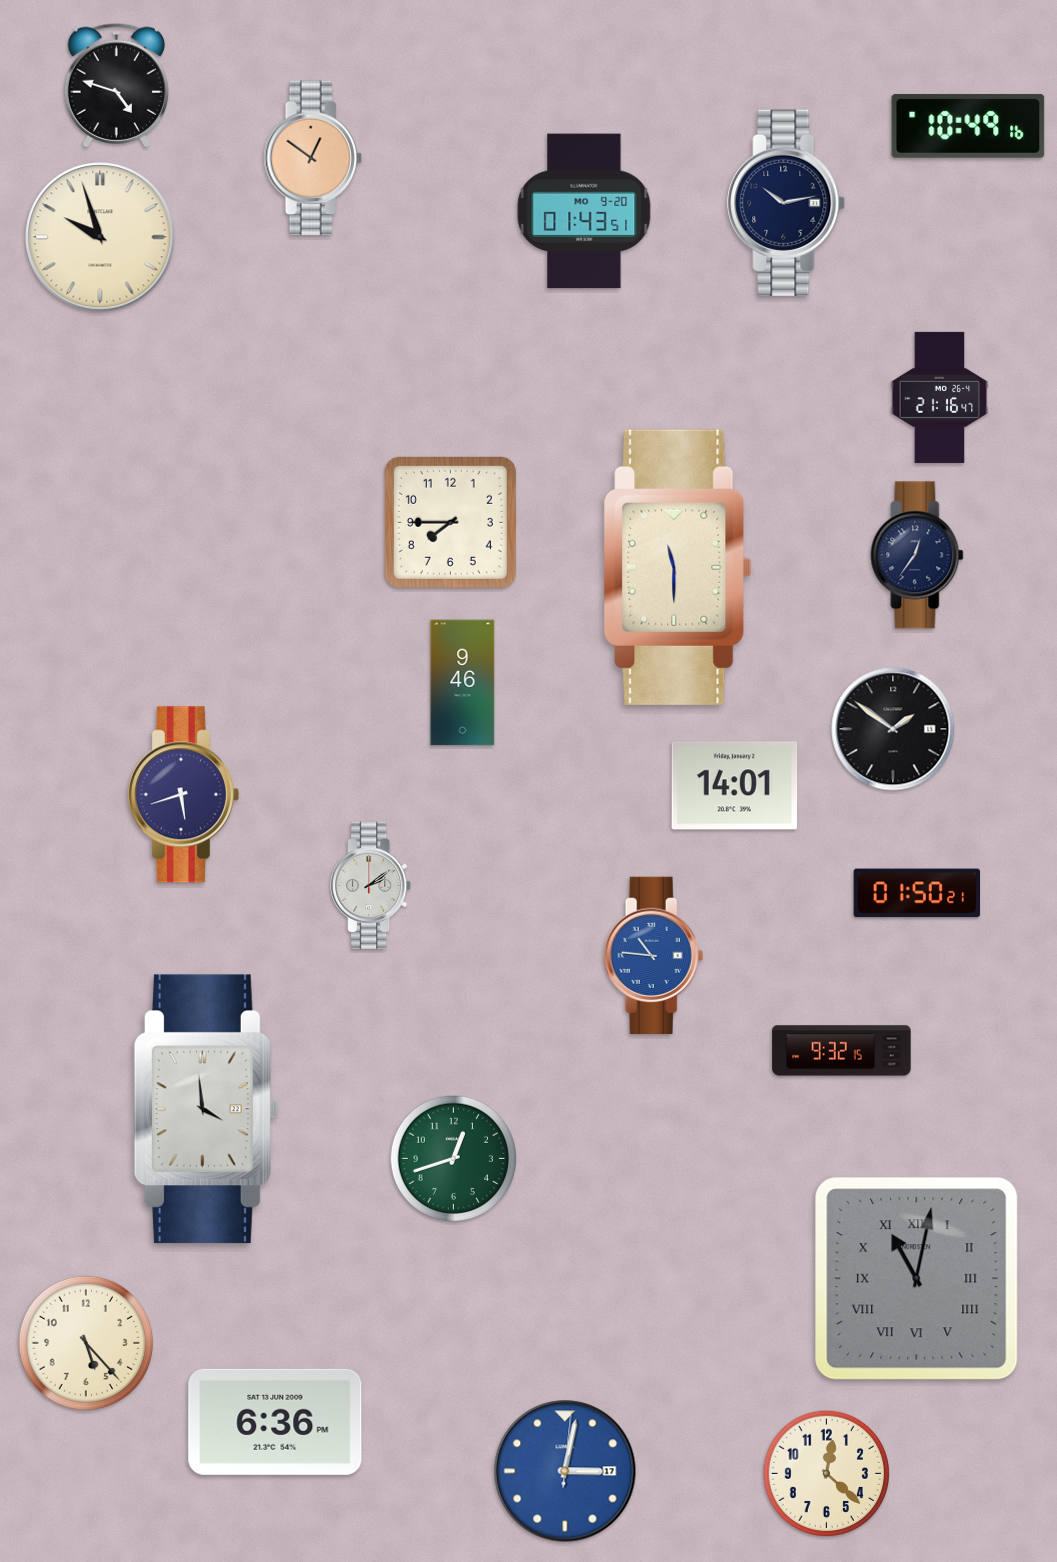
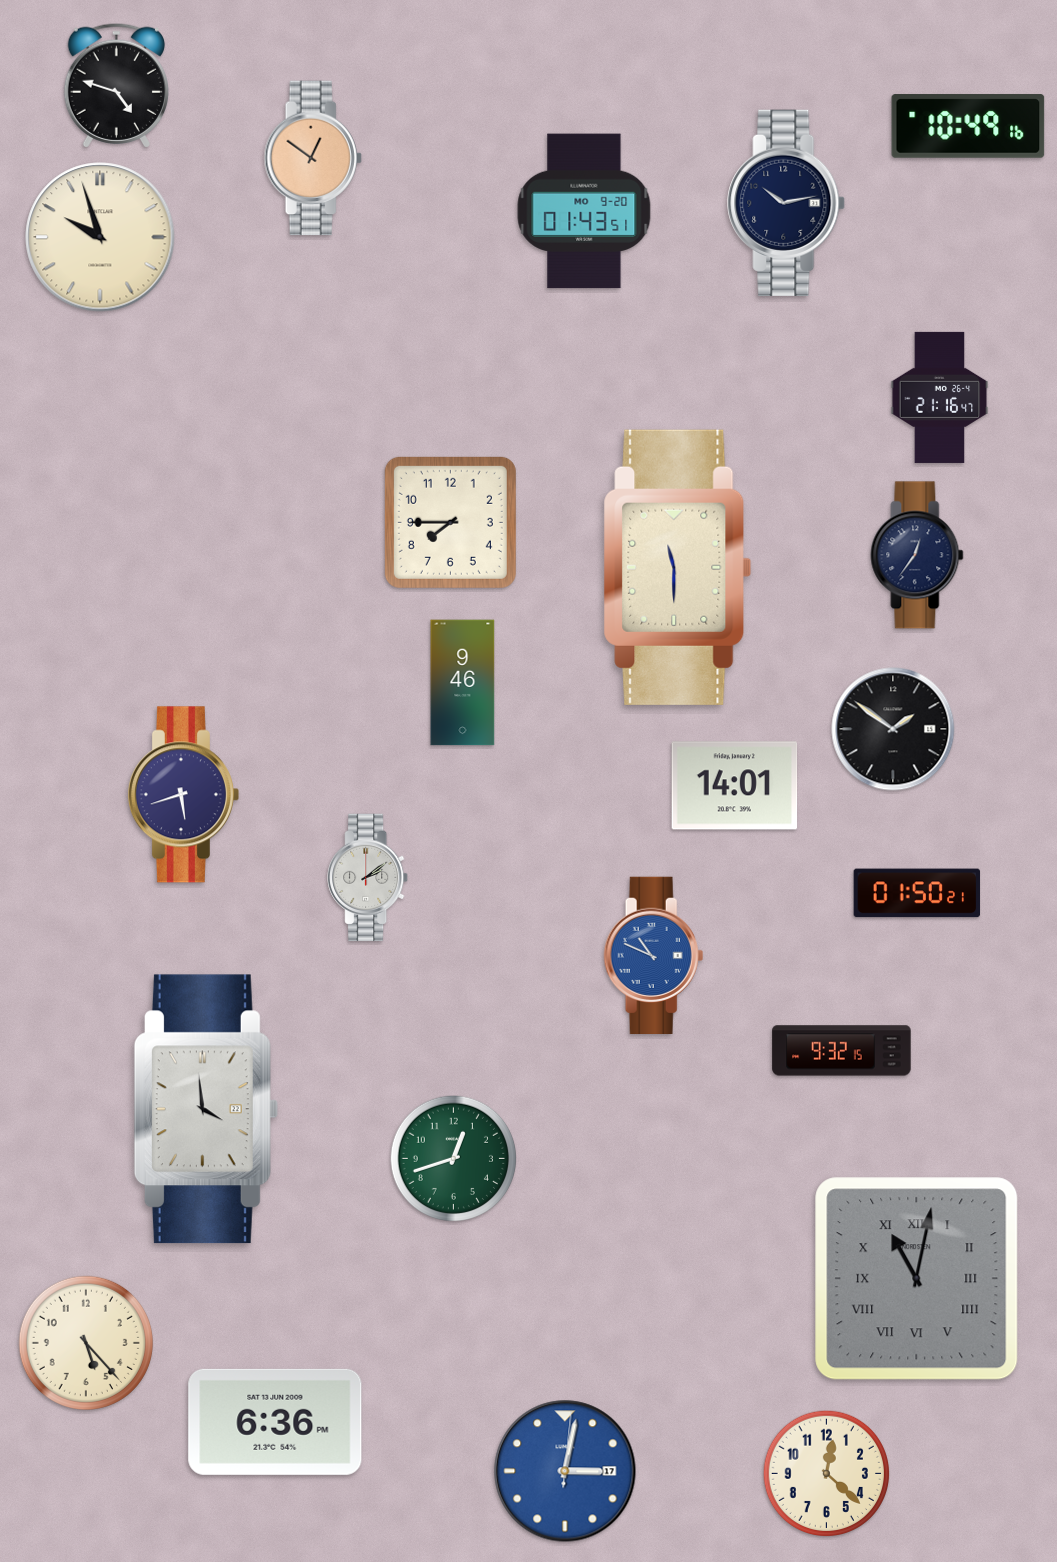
clock at (371, 886) position: (371, 886) -> (368, 878)
clock at (654, 955): 10:46 -> 10:49
